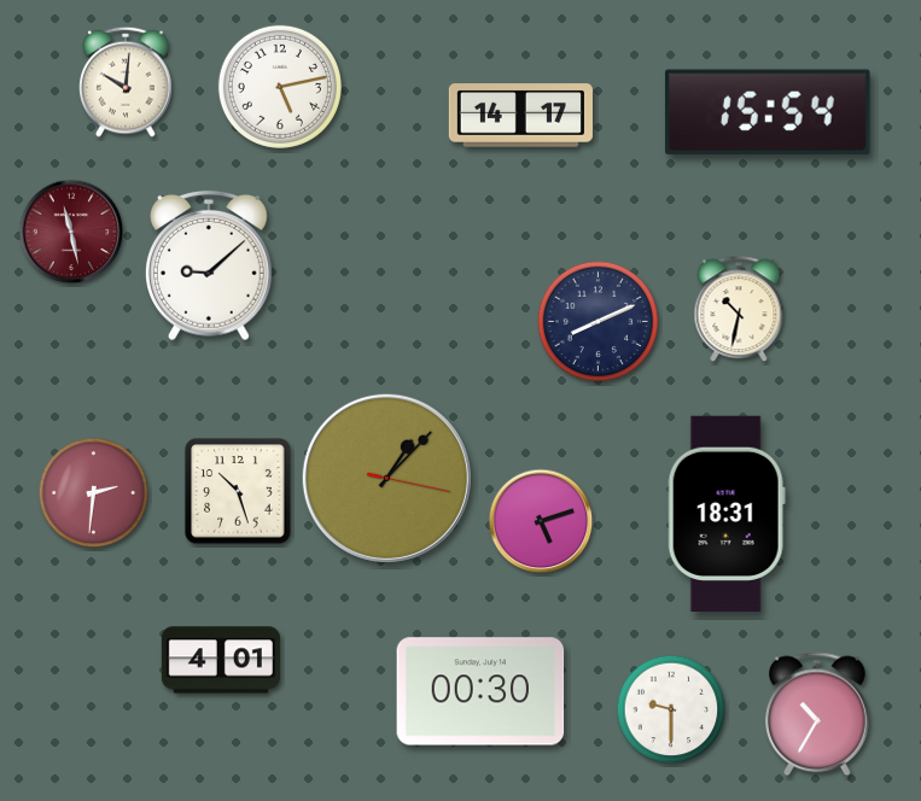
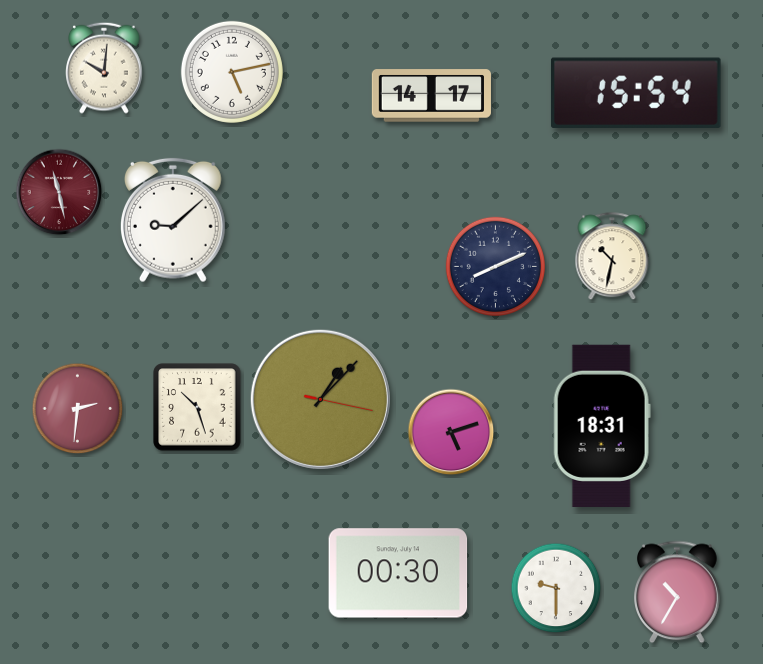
clock at (386, 478) position: (386, 478) -> (320, 399)
clock at (541, 521) position: (541, 521) -> (451, 432)
clock at (221, 660): 4:01 -> none
